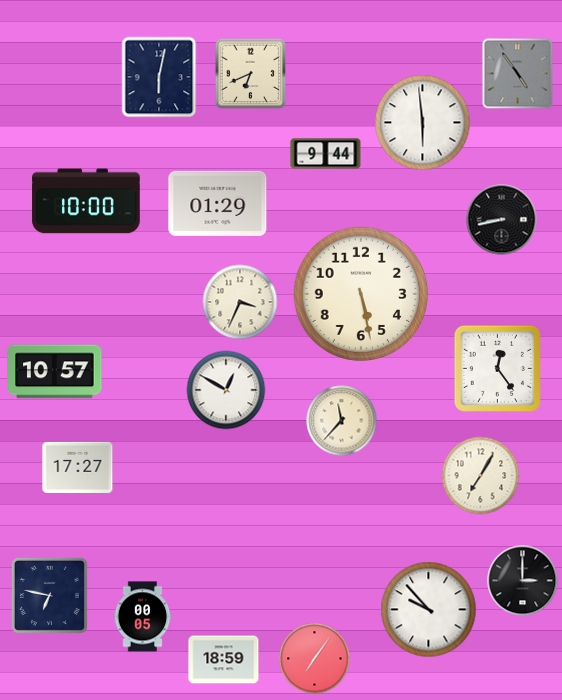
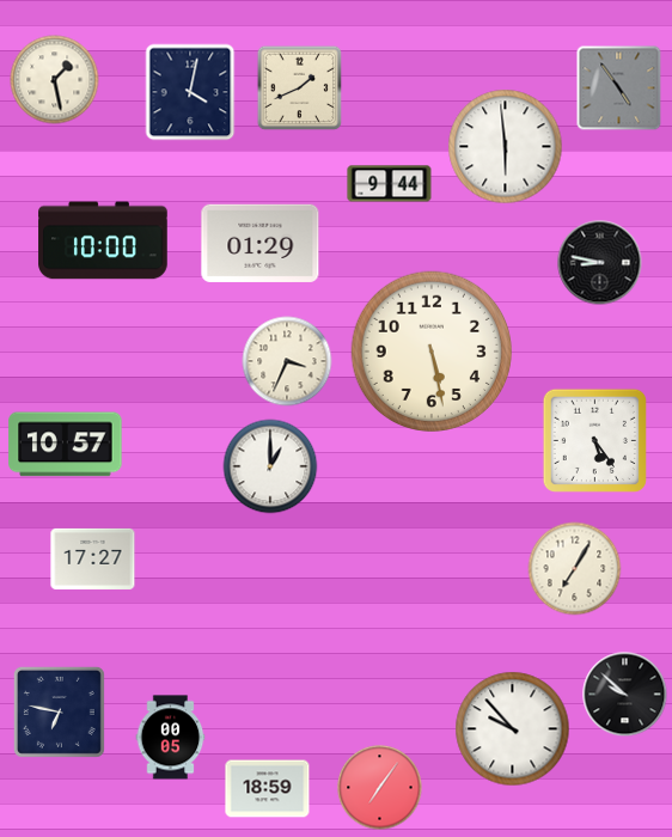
clock at (55, 80): none -> 1:28
clock at (251, 74): 6:41 -> 1:41
clock at (159, 77): 6:02 -> 4:02
clock at (502, 220): 8:43 -> 8:47
clock at (497, 368): 12:24 -> 5:24
clock at (226, 390): 12:50 -> 1:00
clock at (342, 421): 11:37 -> none
clock at (523, 581): 3:00 -> 9:52
clock at (315, 659) position: (315, 659) -> (380, 788)
